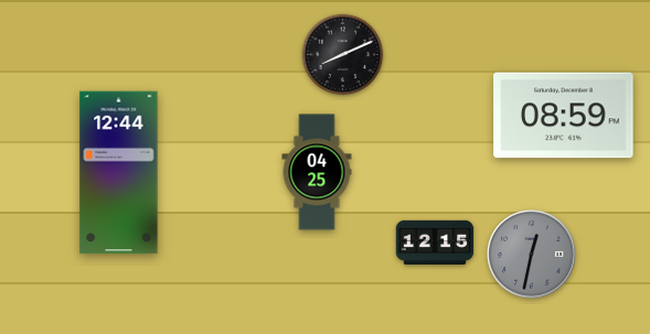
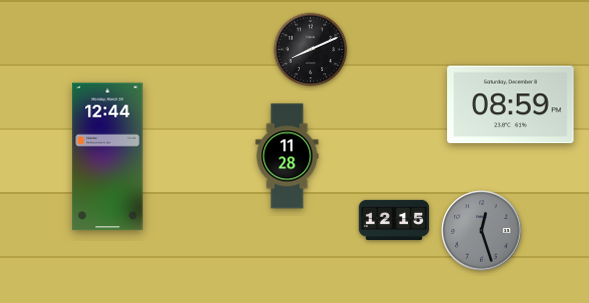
clock at (317, 172): 04:25 -> 11:28
clock at (532, 255): 12:32 -> 12:27
